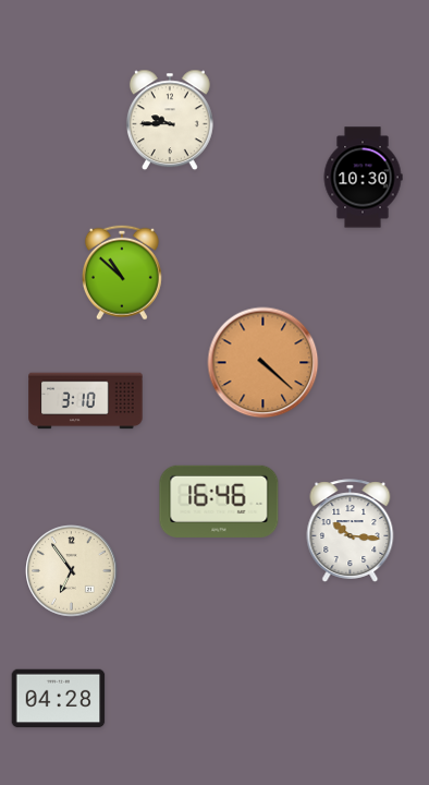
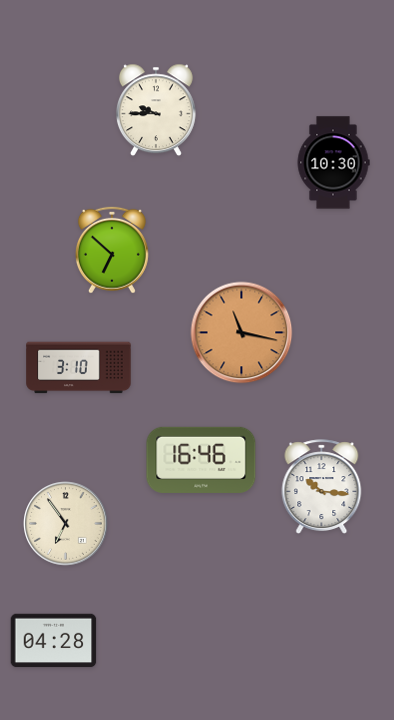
clock at (122, 273): 10:52 -> 6:52
clock at (263, 363): 4:22 -> 11:17
